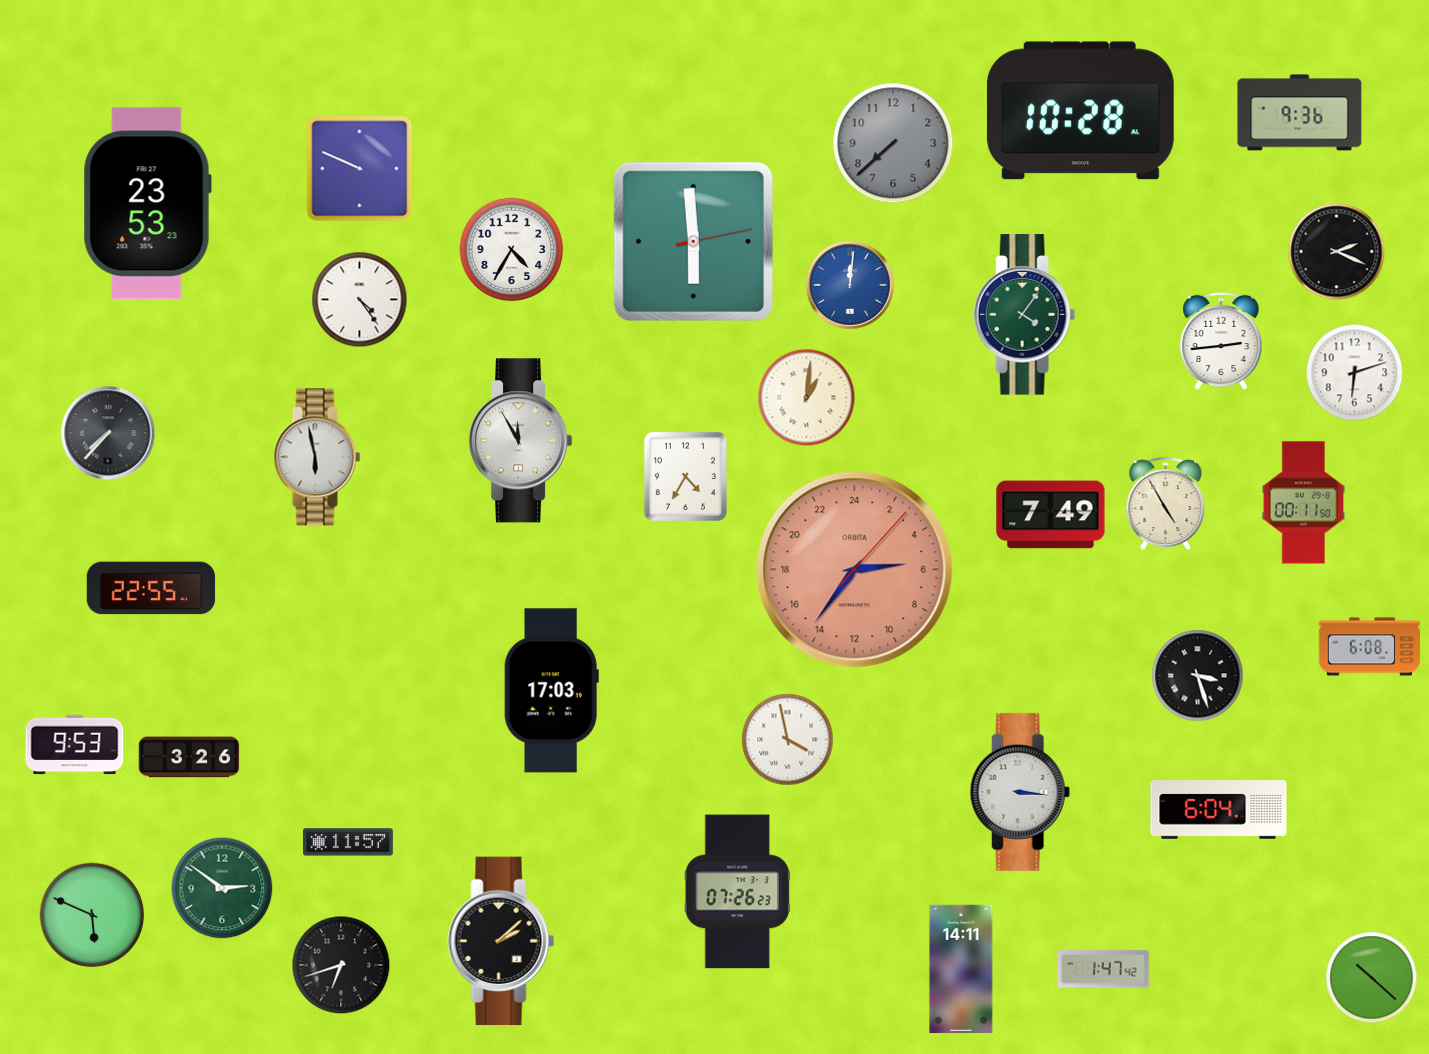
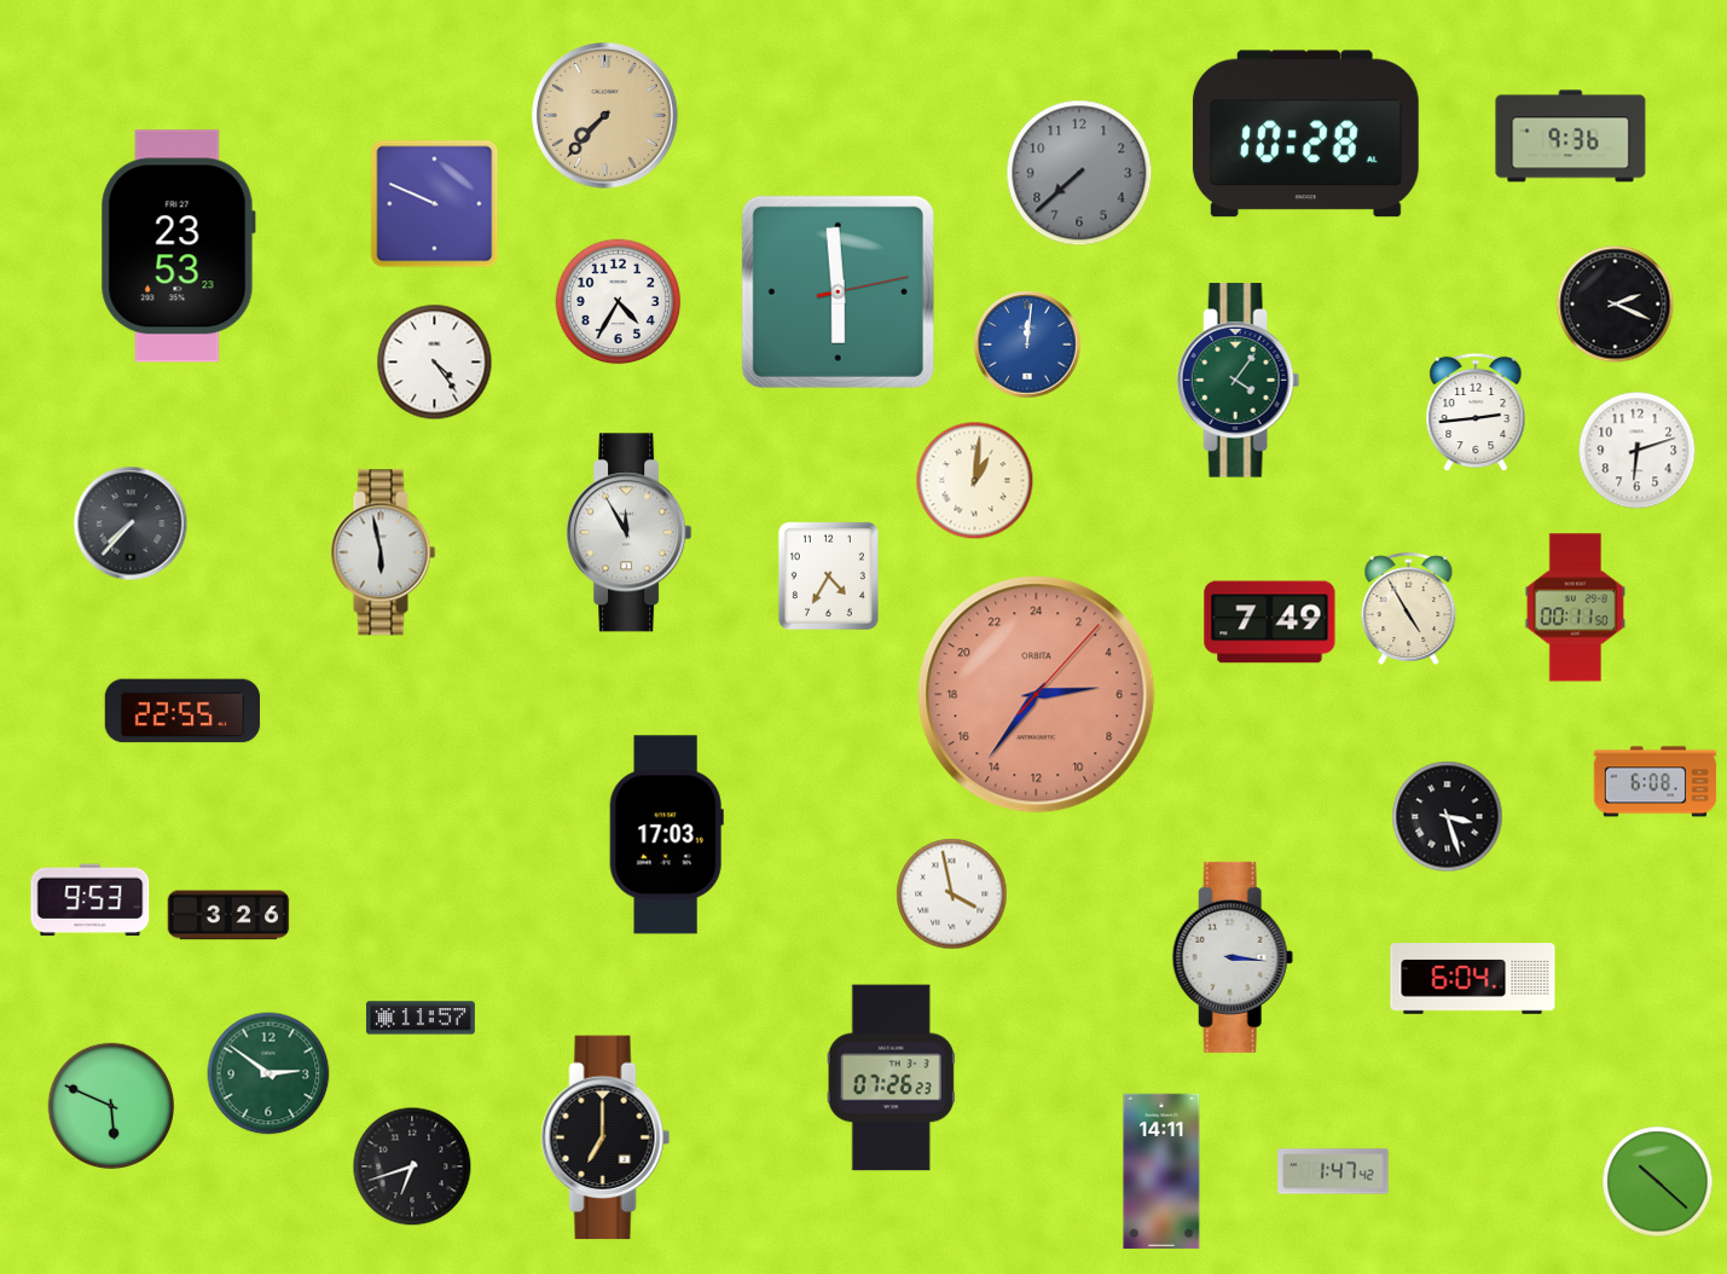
clock at (605, 116): none -> 7:37
clock at (855, 570) position: (855, 570) -> (1037, 695)
clock at (501, 941): 2:08 -> 7:00
